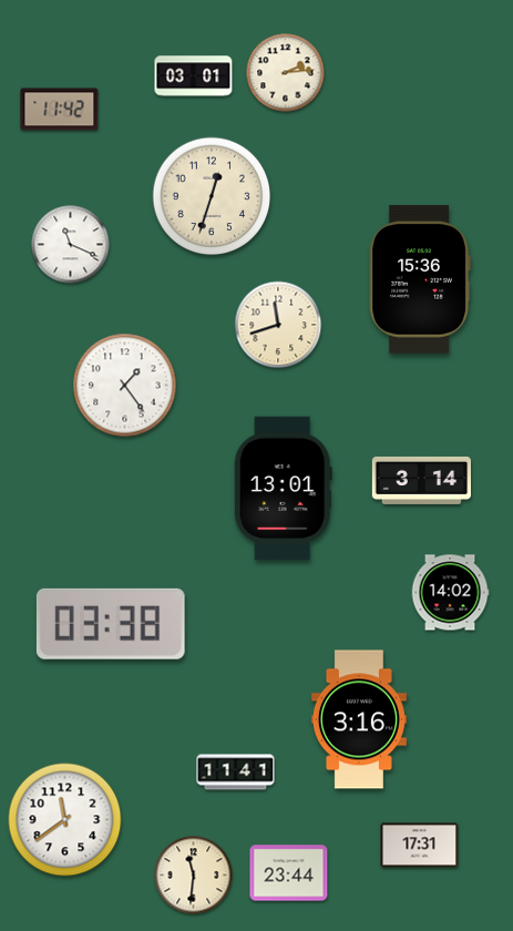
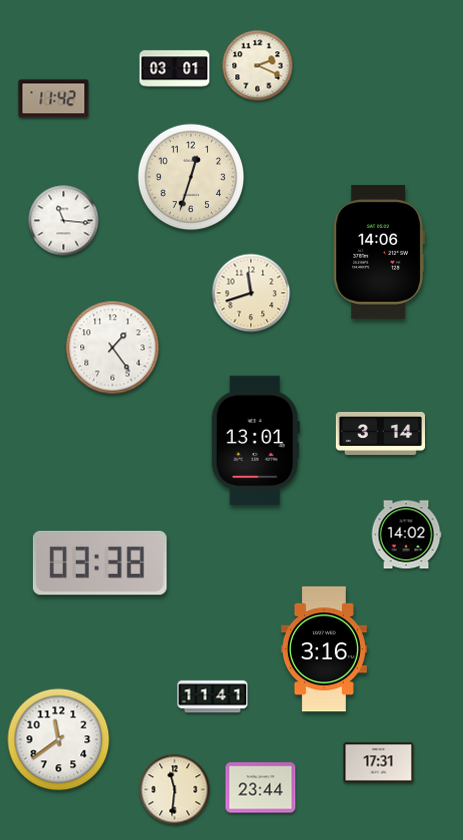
clock at (286, 73): 2:14 -> 2:19
clock at (71, 245): 11:19 -> 11:16
clock at (420, 279): 15:36 -> 14:06
